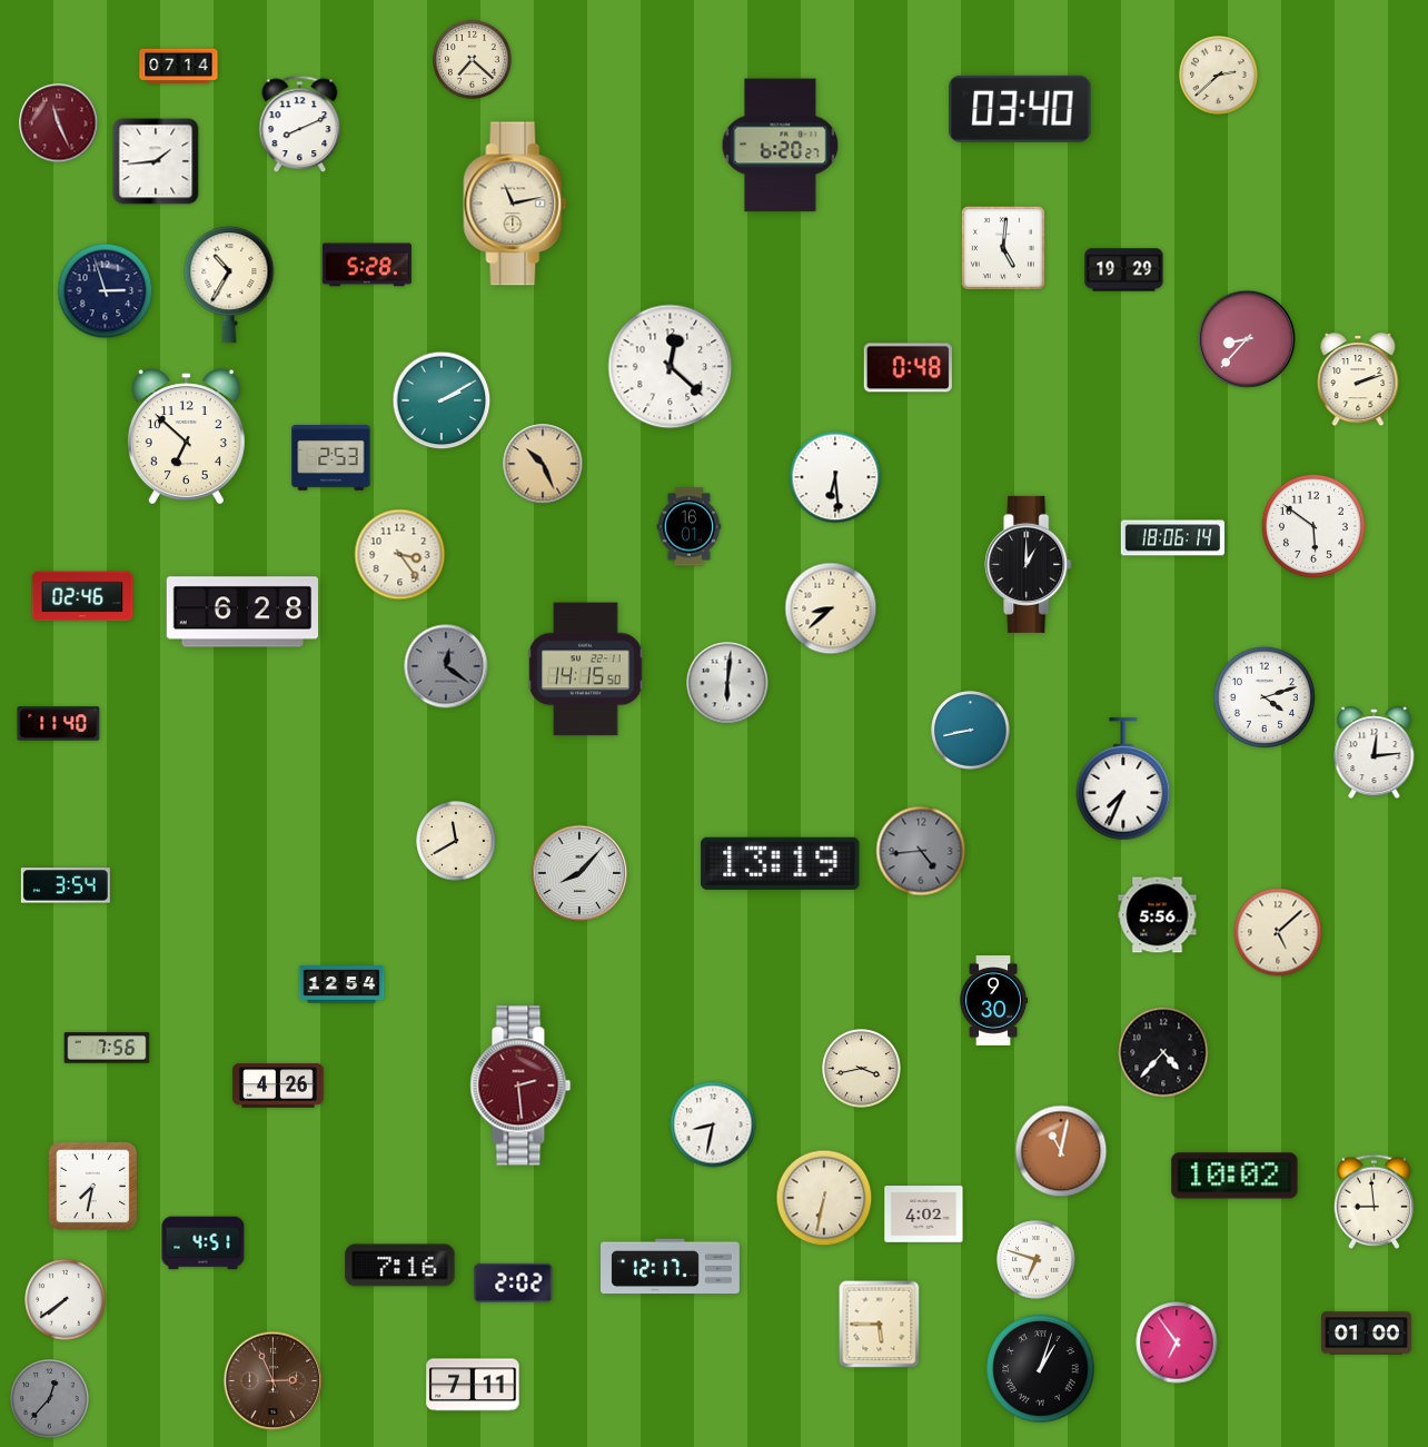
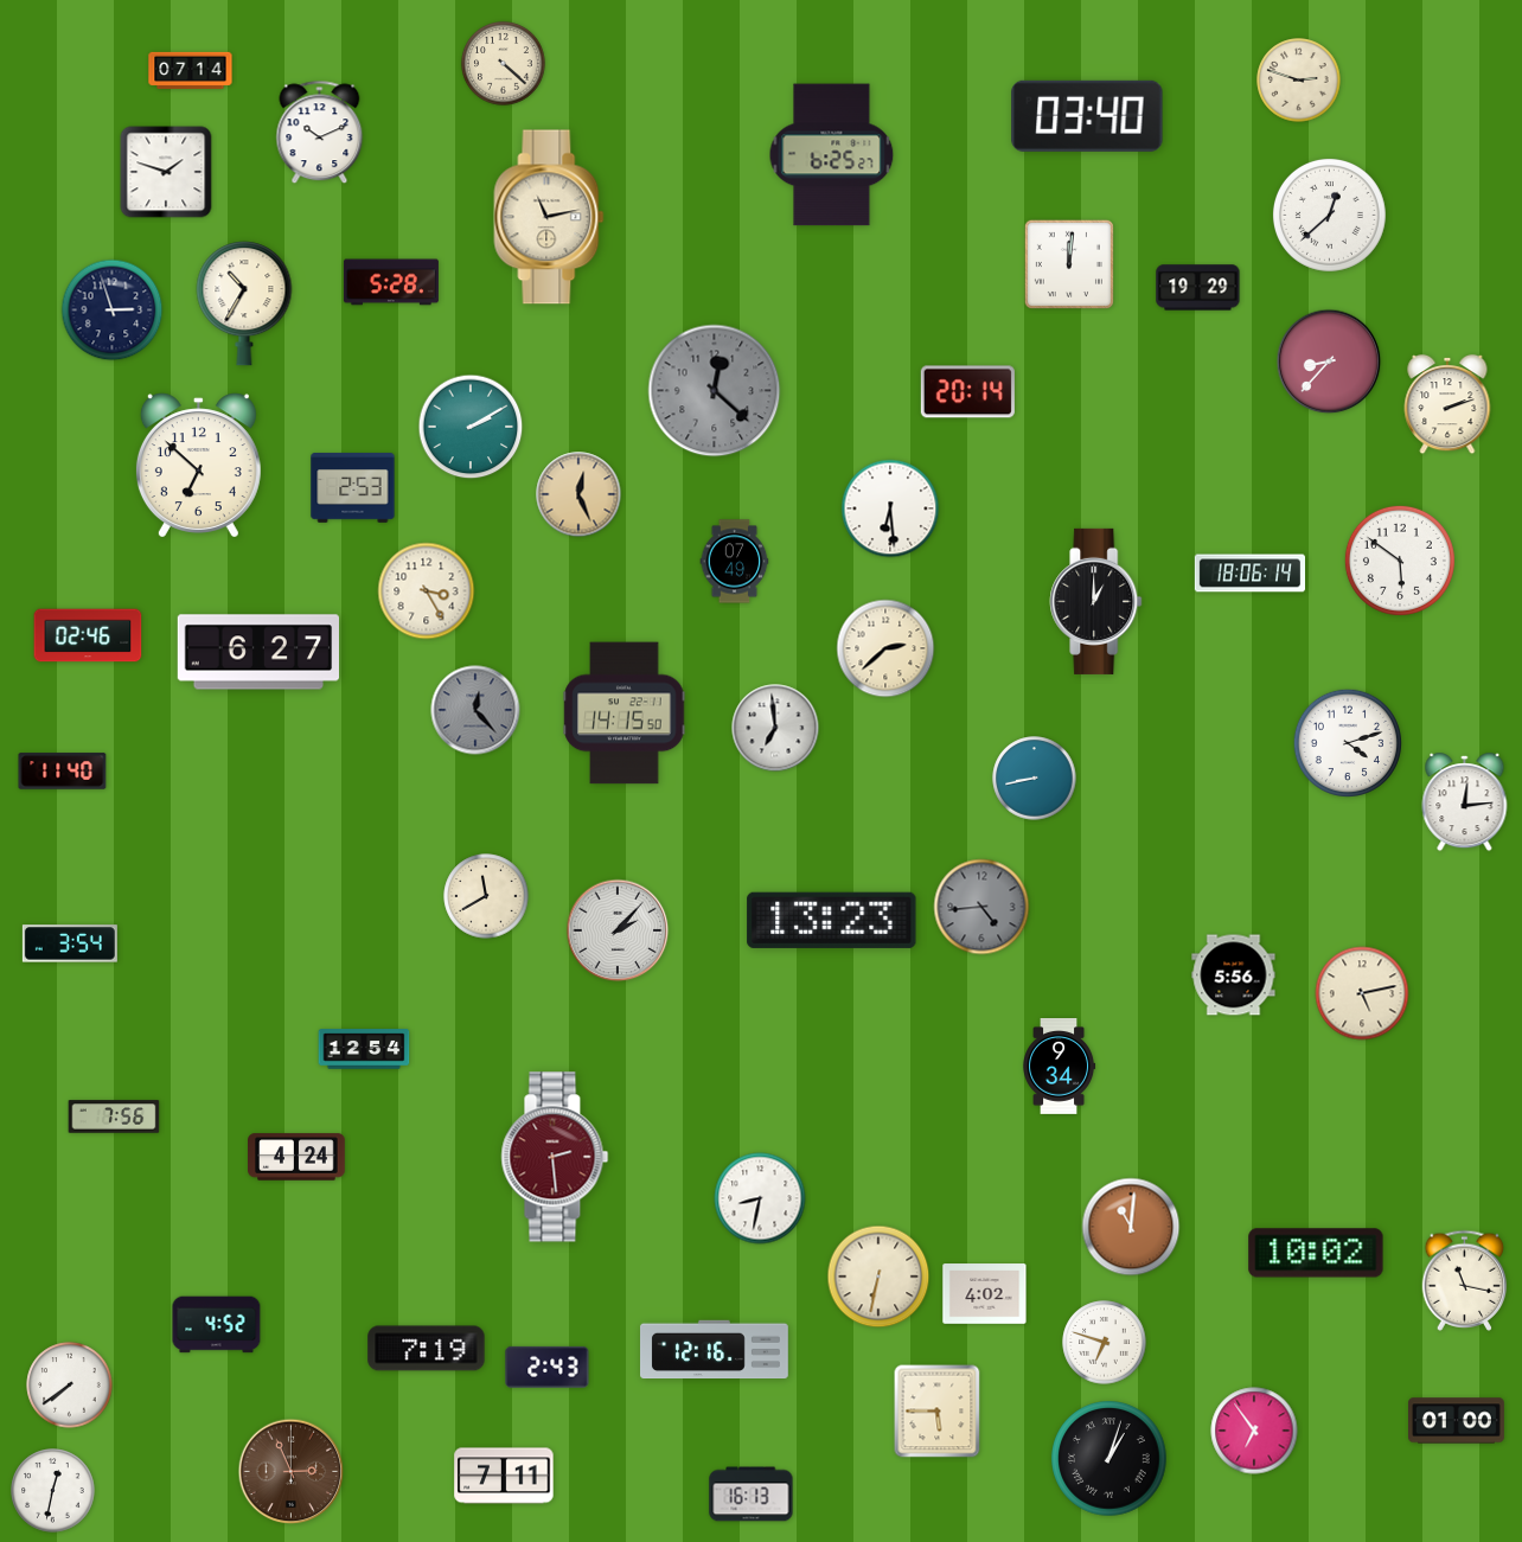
clock at (473, 60): 7:22 -> 4:22
clock at (1219, 76): 2:38 -> 2:48
clock at (59, 123): 11:26 -> none
clock at (300, 125): 8:11 -> 10:11
clock at (781, 146): 6:20 -> 6:25
clock at (156, 161): 1:44 -> 1:48
clock at (1329, 215): none -> 12:38
clock at (1003, 248): 5:01 -> 12:01
clock at (671, 367) dial: white -> grey
clock at (908, 368): 0:48 -> 20:14
clock at (543, 464): 10:26 -> 12:26
clock at (690, 527): 16:01 -> 07:49
clock at (400, 555): 3:24 -> 3:25
clock at (831, 608): 8:38 -> 2:38
clock at (242, 612): 6:28 -> 6:27
clock at (446, 666): 12:21 -> 12:23
clock at (727, 683): 6:01 -> 6:59
clock at (1123, 779): 7:34 -> none
clock at (781, 863): 13:19 -> 13:23
clock at (579, 873): 8:07 -> 2:07
clock at (1278, 932): 5:08 -> 5:13
clock at (994, 1001): 9:30 -> 9:34
clock at (1163, 1052): 4:37 -> none
clock at (862, 1069): 3:43 -> none
clock at (278, 1086): 4:26 -> 4:24
clock at (1061, 1151): 11:02 -> 11:01
clock at (93, 1187): 7:32 -> none
clock at (1375, 1201): 8:59 -> 11:17
clock at (204, 1243): 4:51 -> 4:52
clock at (400, 1266): 7:16 -> 7:19
clock at (671, 1267): 12:17 -> 12:16
clock at (514, 1282): 2:02 -> 2:43
clock at (50, 1399): 12:37 -> 12:32
clock at (50, 1399) dial: grey -> white
clock at (752, 1495): none -> 16:13
